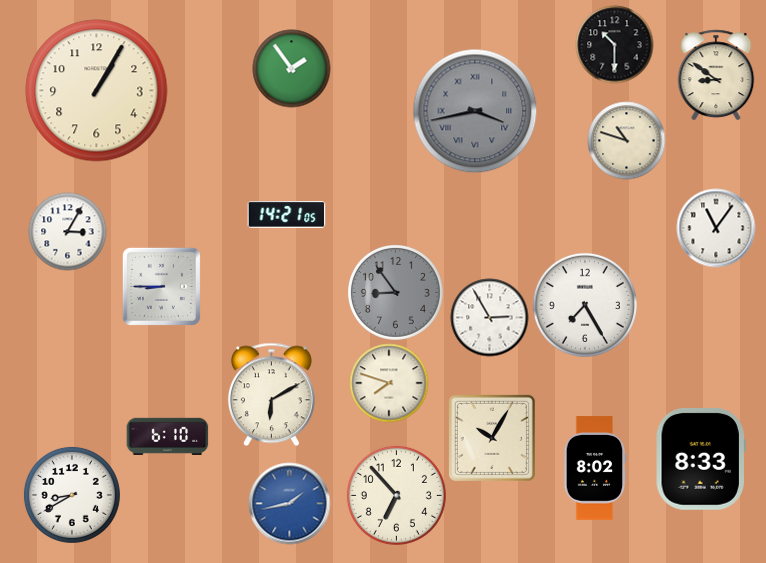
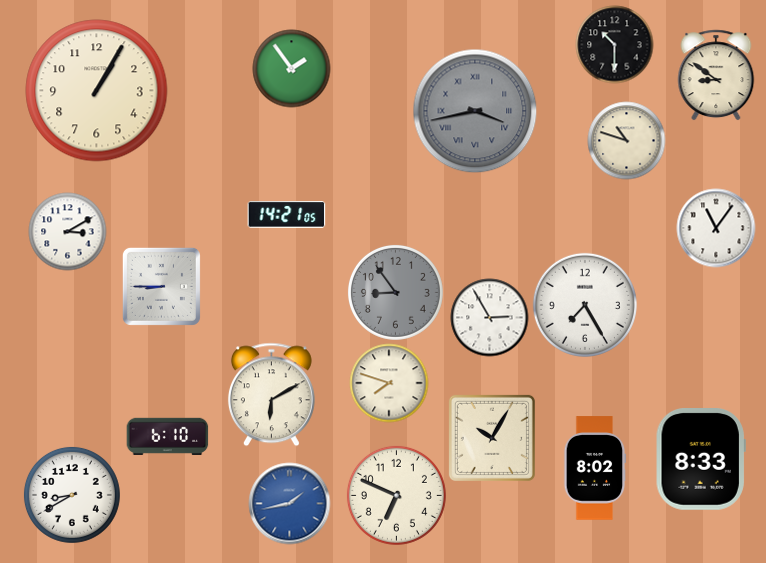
clock at (67, 231): 3:05 -> 3:10
clock at (396, 495): 6:53 -> 6:49
